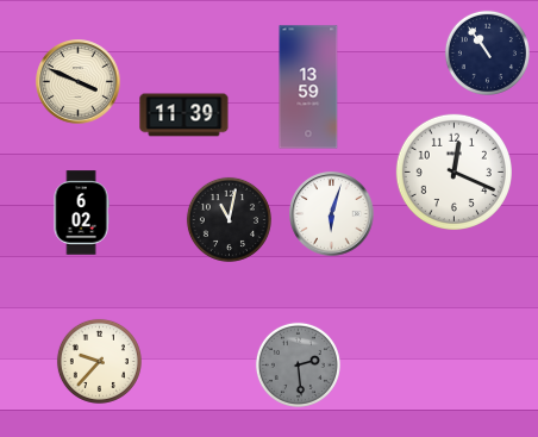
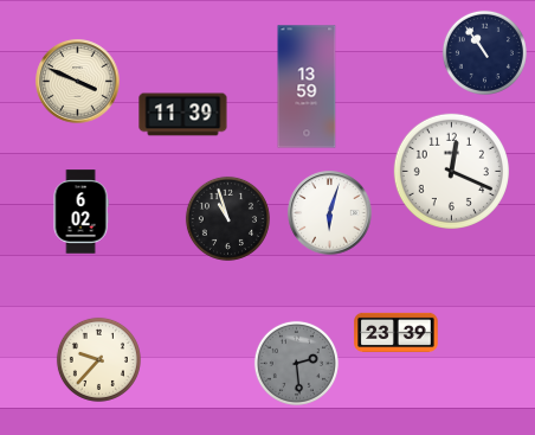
clock at (229, 219): 11:02 -> 10:57
clock at (397, 332): none -> 23:39
